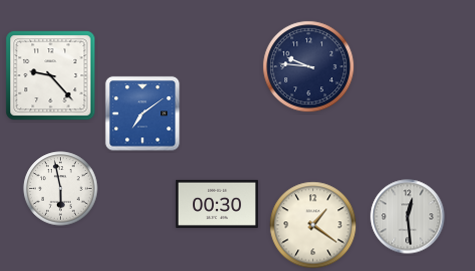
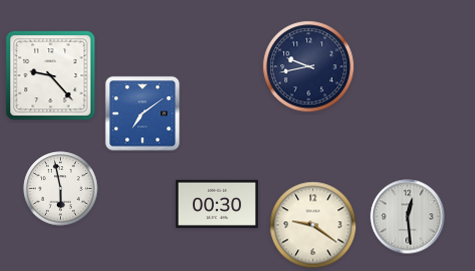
clock at (309, 67): 9:46 -> 9:43
clock at (313, 225): 1:21 -> 9:21
